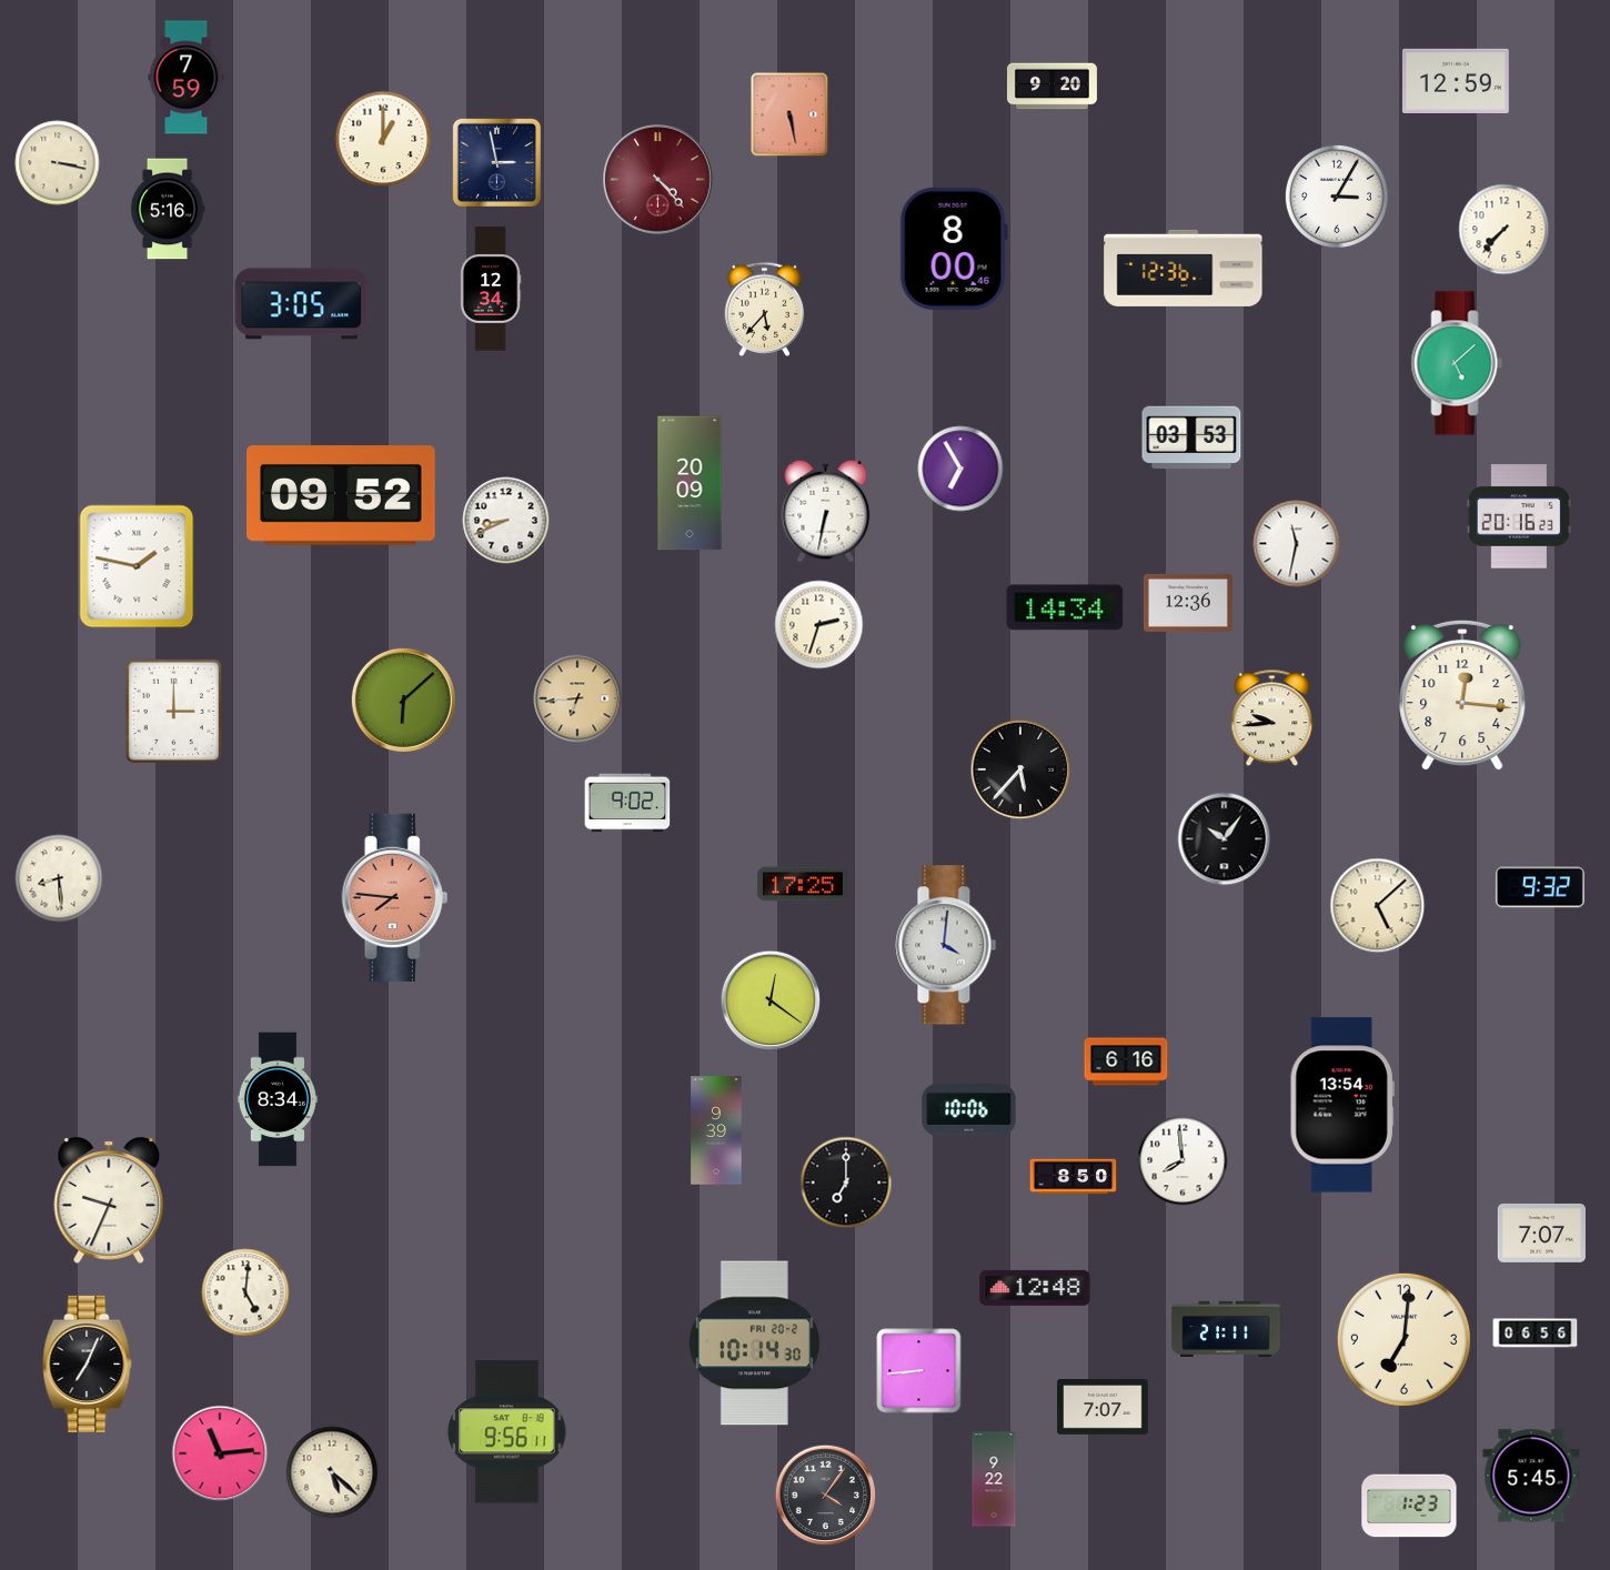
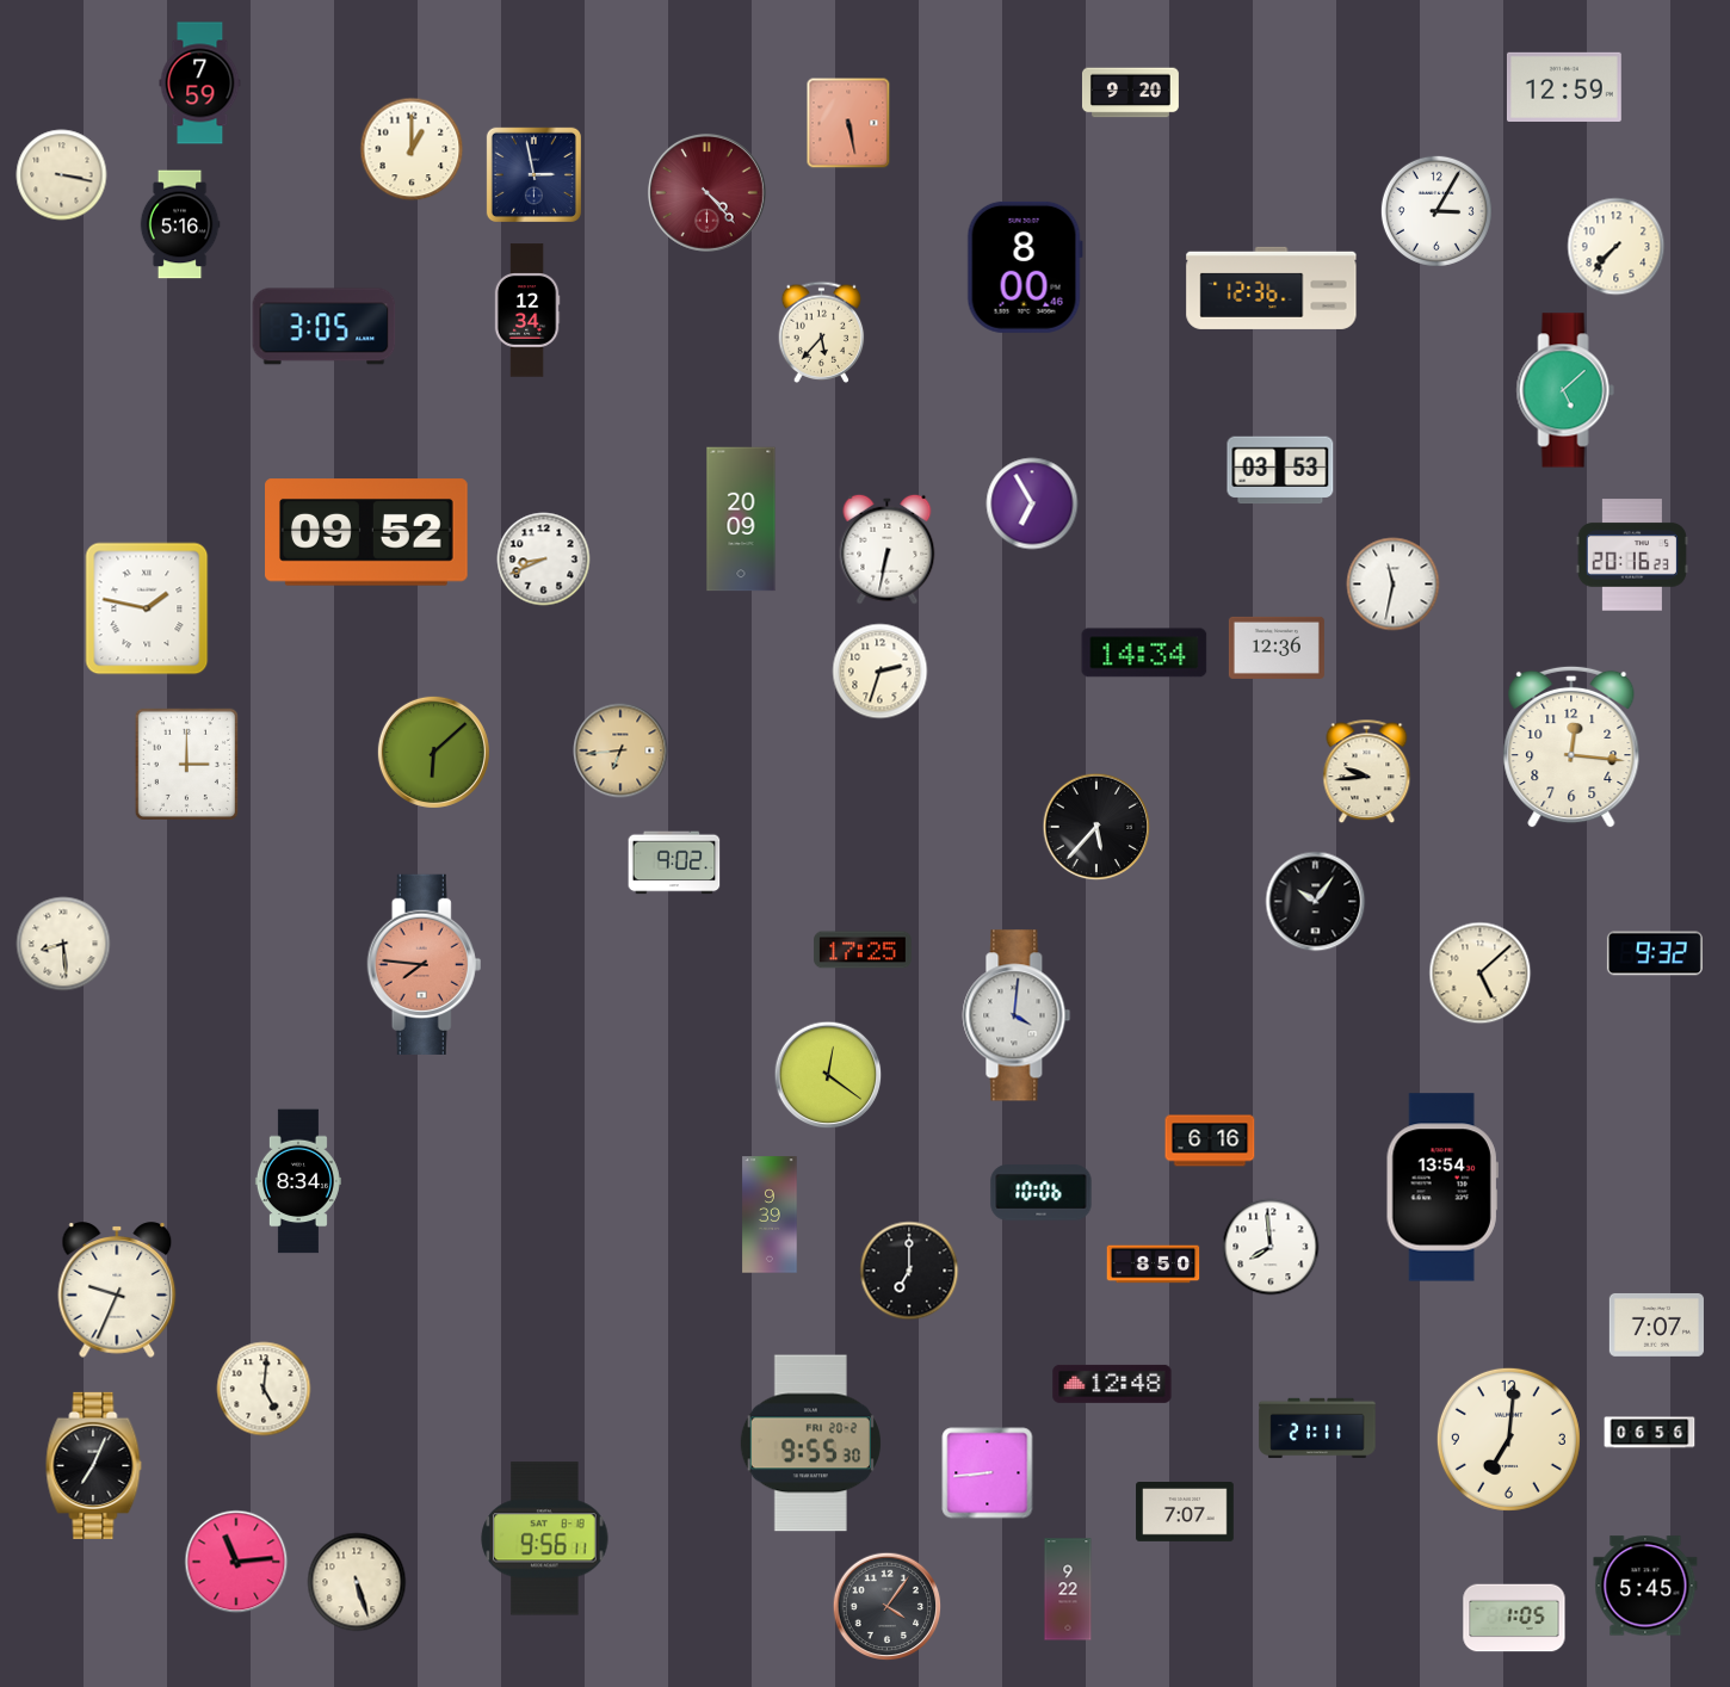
clock at (754, 1343): 10:14 -> 9:55
clock at (332, 1472): 5:22 -> 5:27
clock at (1409, 1506): 1:23 -> 1:05
